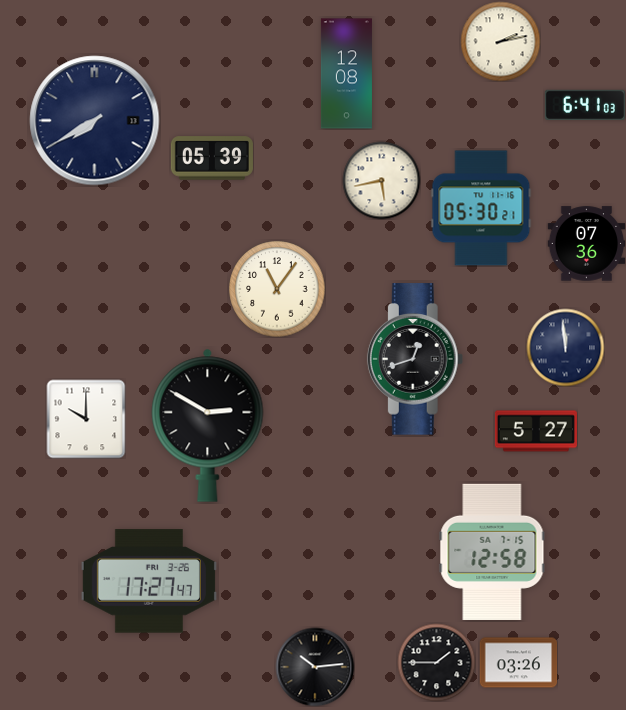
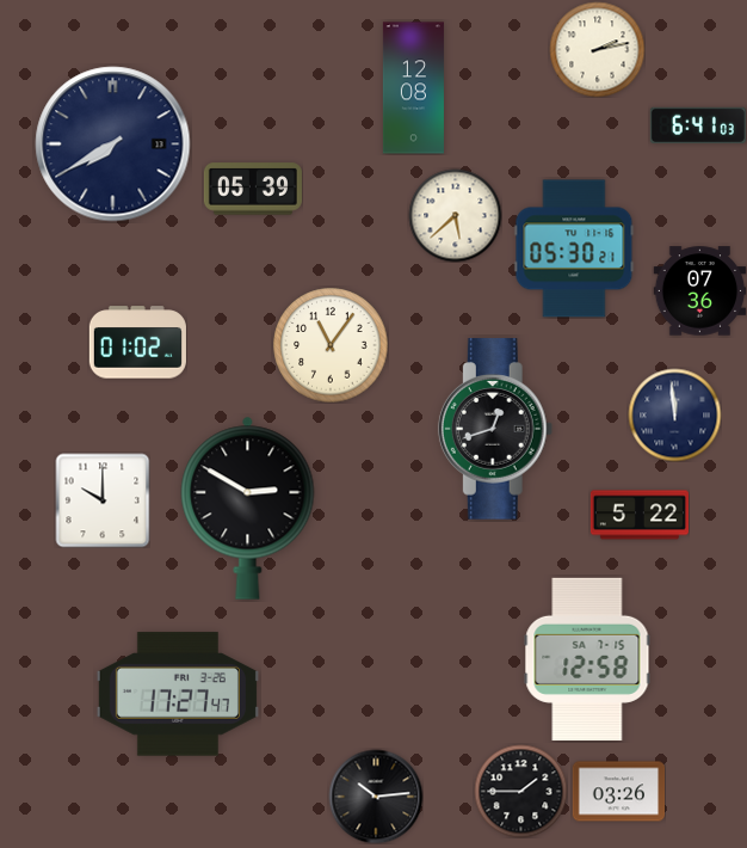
clock at (381, 180): 5:43 -> 5:38
clock at (137, 343): none -> 01:02
clock at (536, 431): 5:27 -> 5:22
